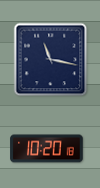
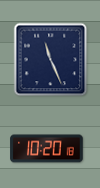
clock at (51, 60): 11:17 -> 11:26
